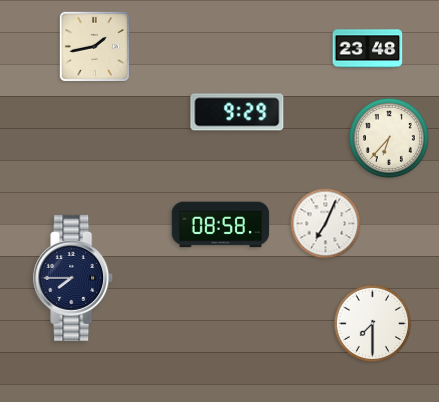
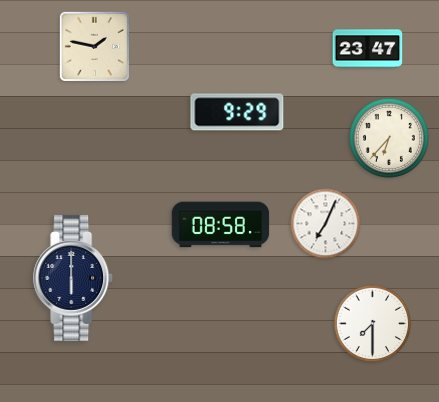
clock at (94, 46): 1:43 -> 1:47
clock at (368, 49): 23:48 -> 23:47
clock at (74, 278): 7:45 -> 6:00
